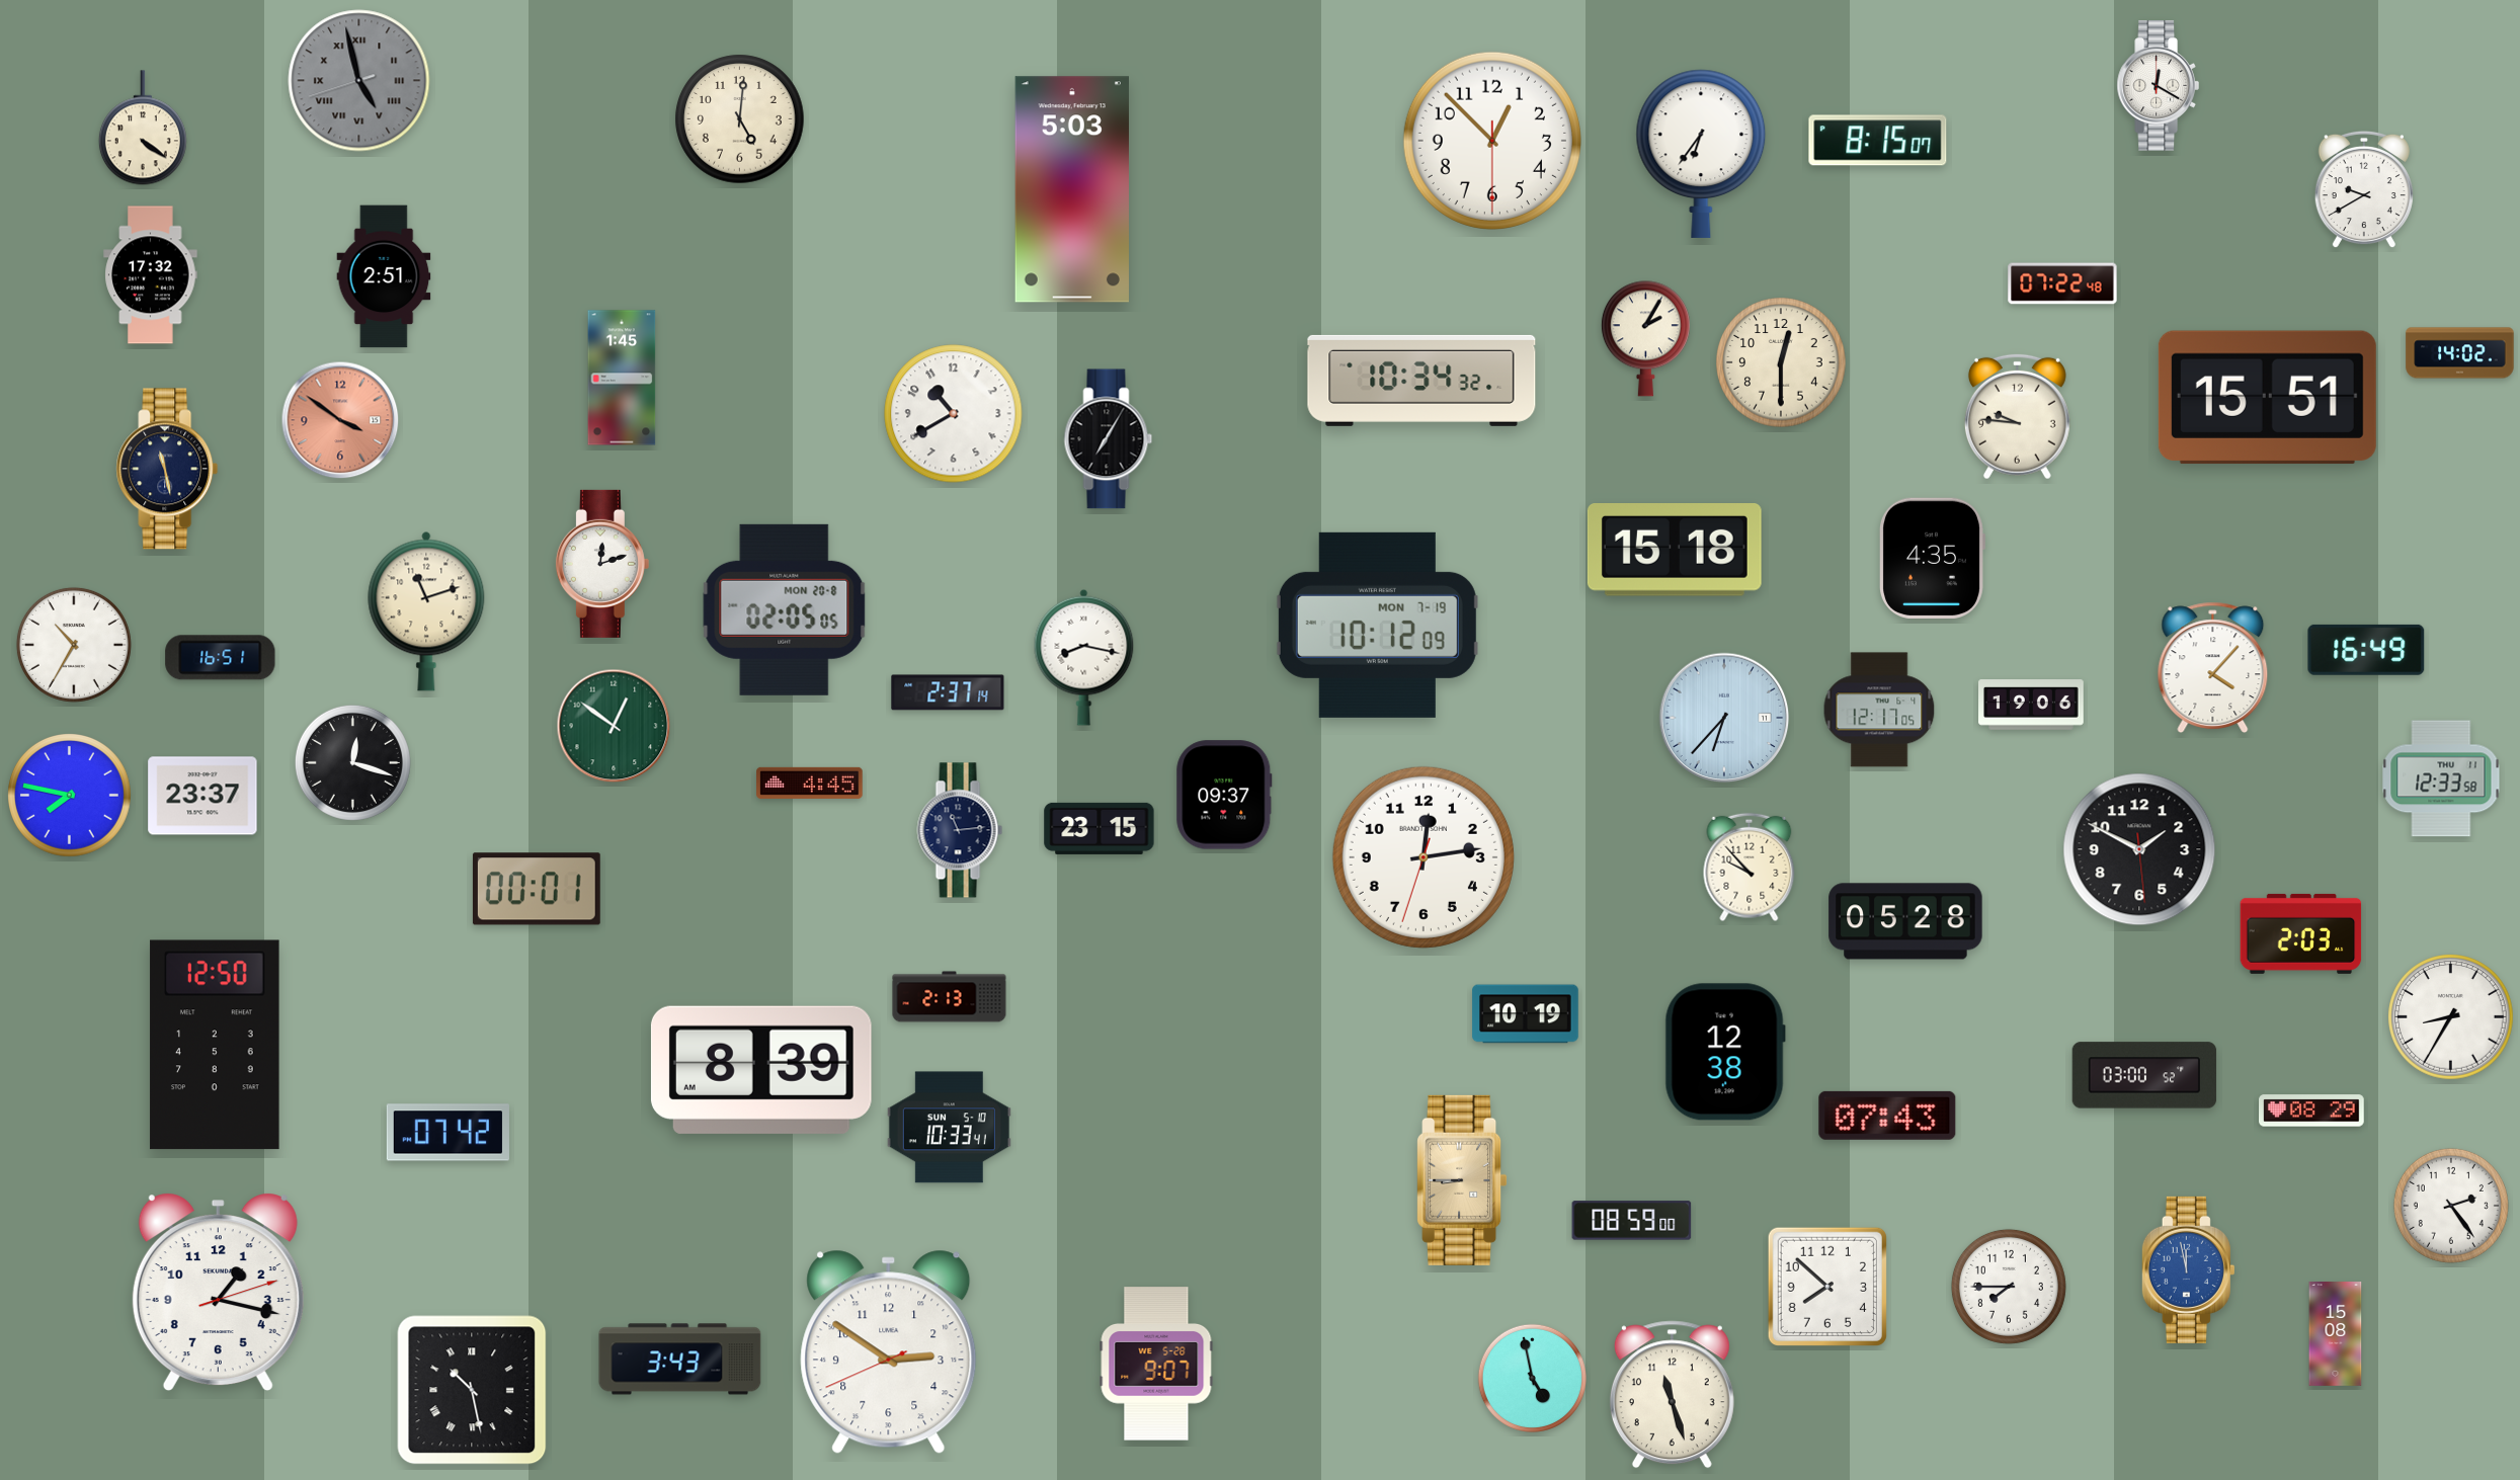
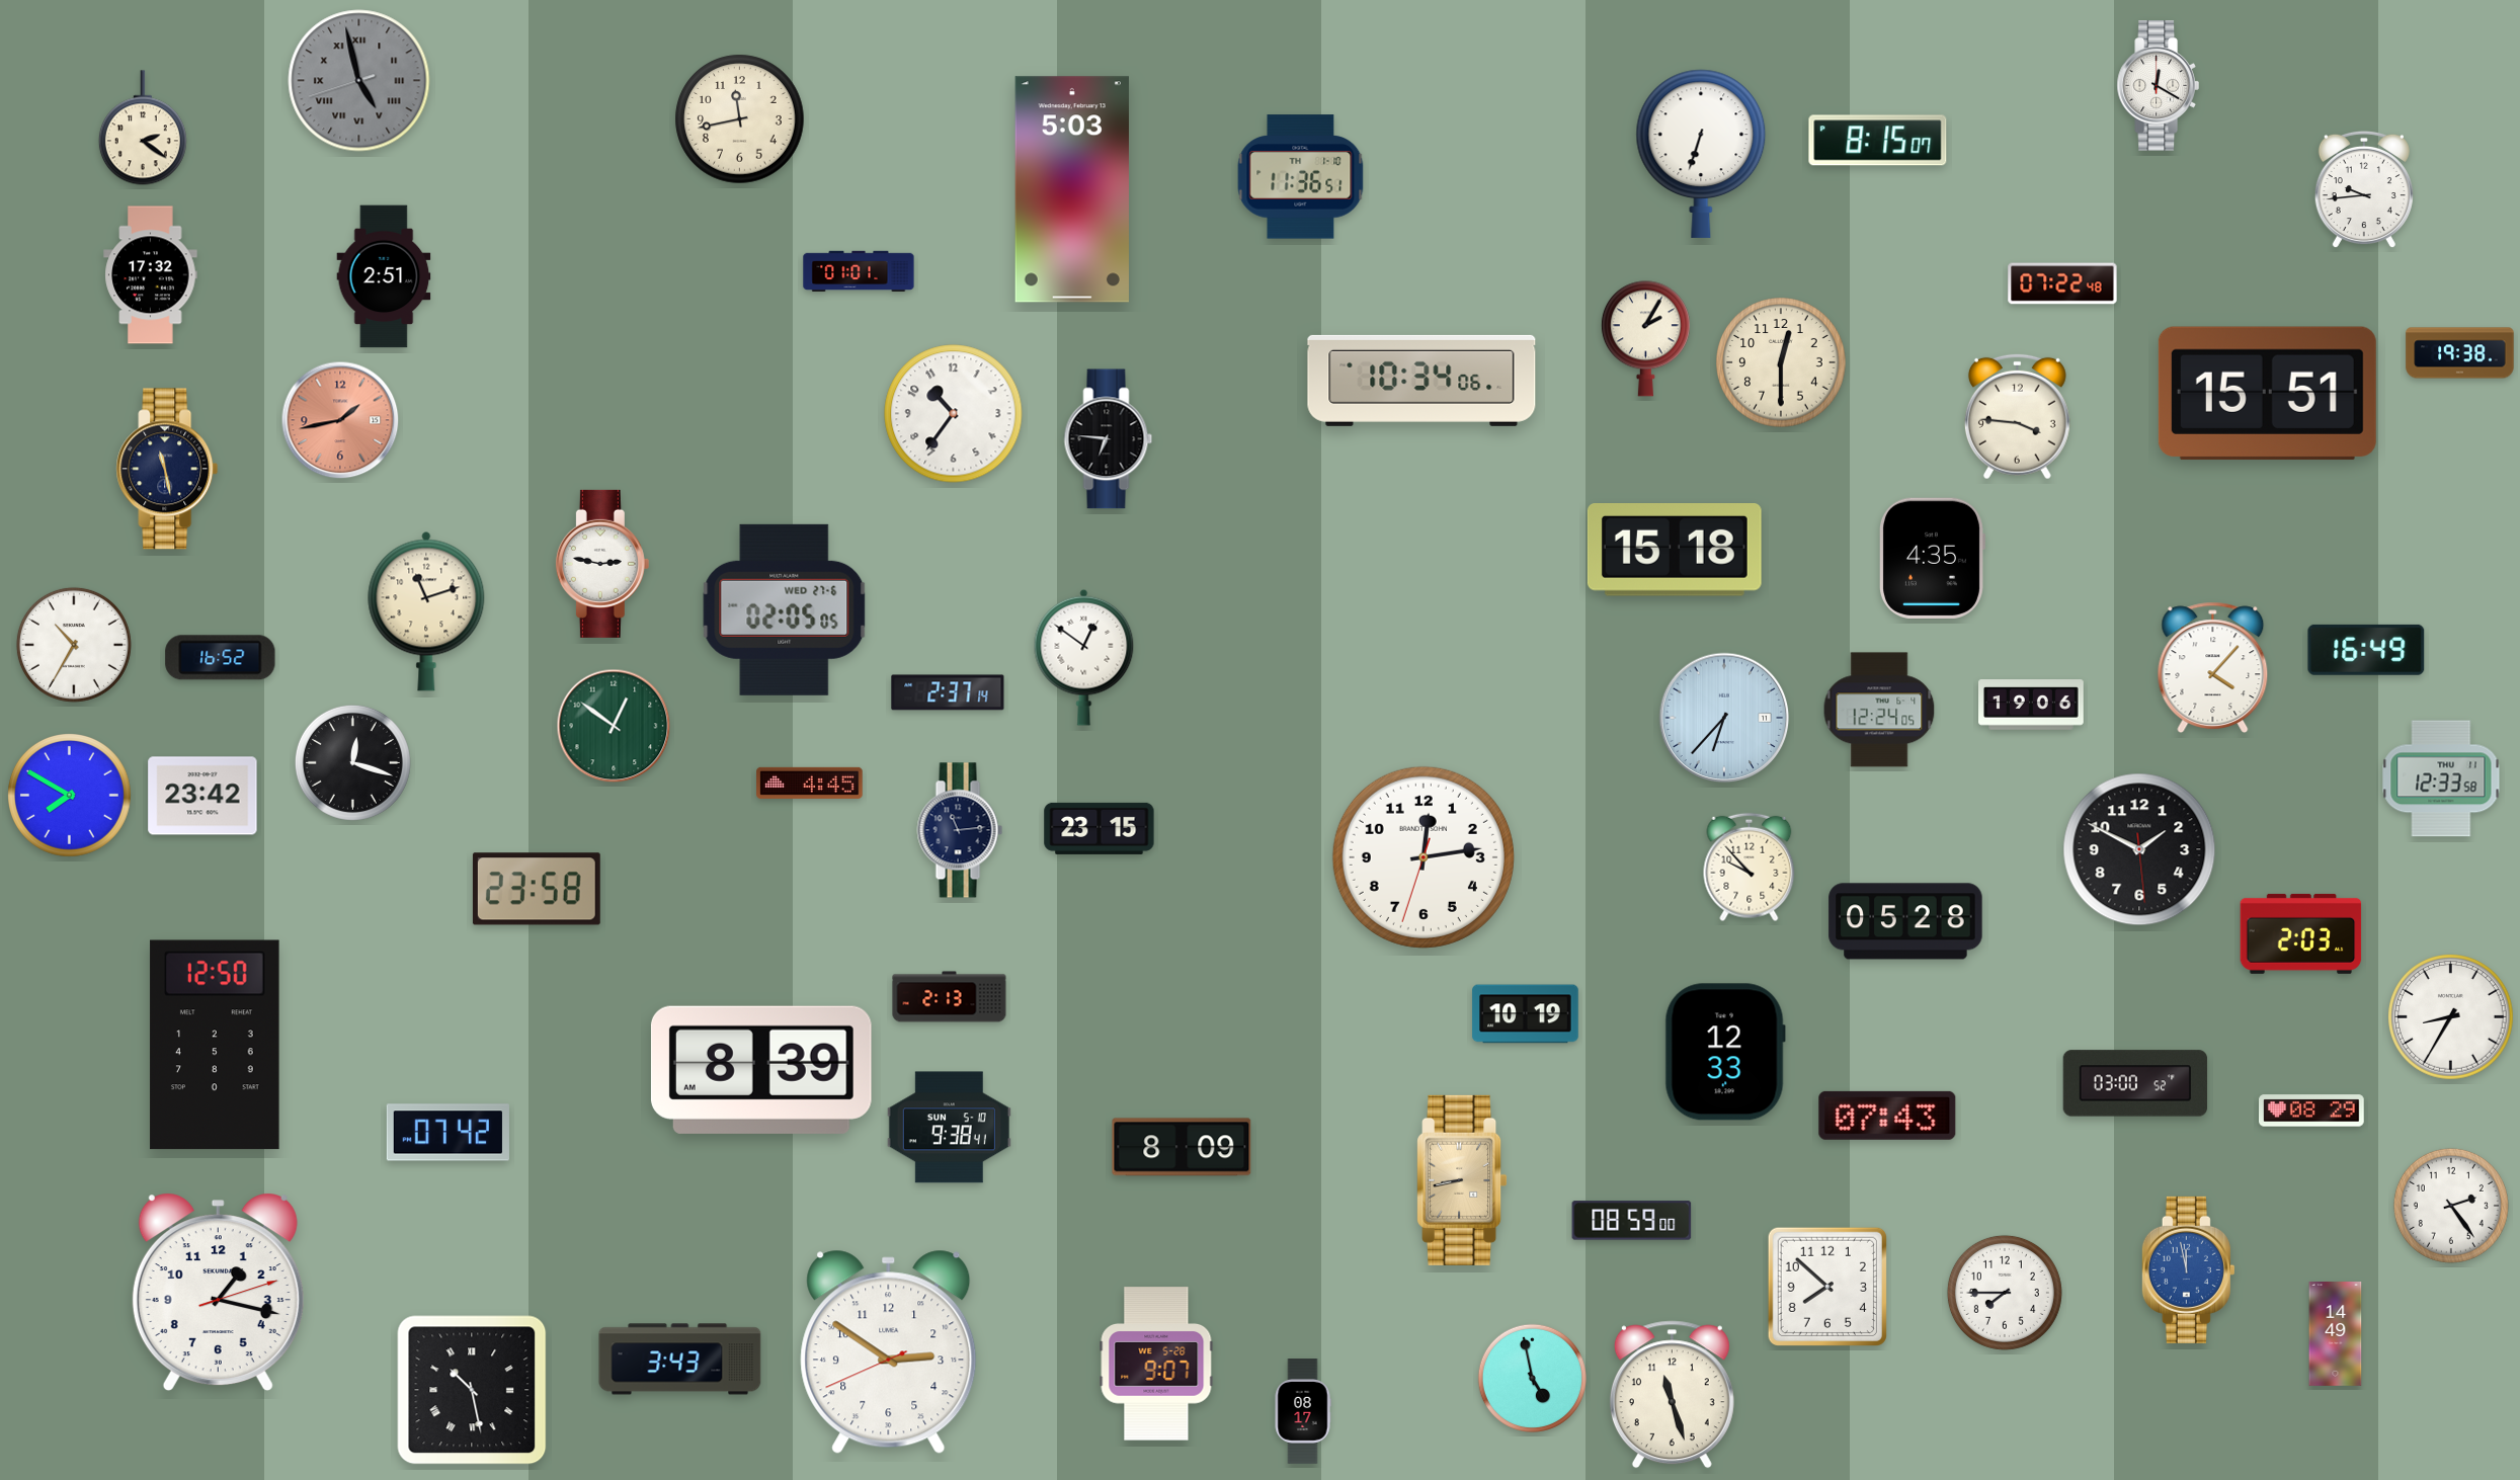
clock at (740, 119): 5:01 -> 11:43
clock at (143, 128): 4:21 -> 2:21
clock at (1492, 141): 12:52 -> none
clock at (1701, 154): 6:36 -> 6:33
clock at (1301, 177): none -> 11:36
clock at (2364, 189): 9:40 -> 9:44
clock at (859, 271): none -> 01:01
clock at (2460, 353): 14:02 -> 19:38
clock at (622, 378): 1:45 -> none
clock at (1421, 381): 10:34:32 -> 10:34:06
clock at (2267, 398) position: (2267, 398) -> (2267, 394)
clock at (954, 414): 10:40 -> 10:36
clock at (2017, 416): 9:46 -> 3:46
clock at (340, 420): 3:51 -> 1:43
clock at (1109, 439): 7:05 -> 6:46
clock at (602, 564): 12:12 -> 2:47
clock at (785, 609) date: MON 20-8 -> WED 27-6
clock at (1377, 625): 10:12 -> none
clock at (1084, 657): 8:17 -> 12:51
clock at (221, 658): 16:51 -> 16:52
clock at (1879, 710): 12:17 -> 12:24
clock at (1224, 795): 09:37 -> none
clock at (70, 796): 7:47 -> 7:50
clock at (202, 796): 23:37 -> 23:42
clock at (537, 889): 00:01 -> 23:58
clock at (1725, 1052): 12:38 -> 12:33
clock at (2144, 1075) position: (2144, 1075) -> (2135, 1083)
clock at (949, 1128): 10:33 -> 9:38
clock at (1182, 1147): none -> 8:09
clock at (1462, 1180): 8:45 -> 8:43
clock at (2009, 1287) position: (2009, 1287) -> (2005, 1293)
clock at (2336, 1334): 15:08 -> 14:49
clock at (1303, 1411): none -> 08:17
